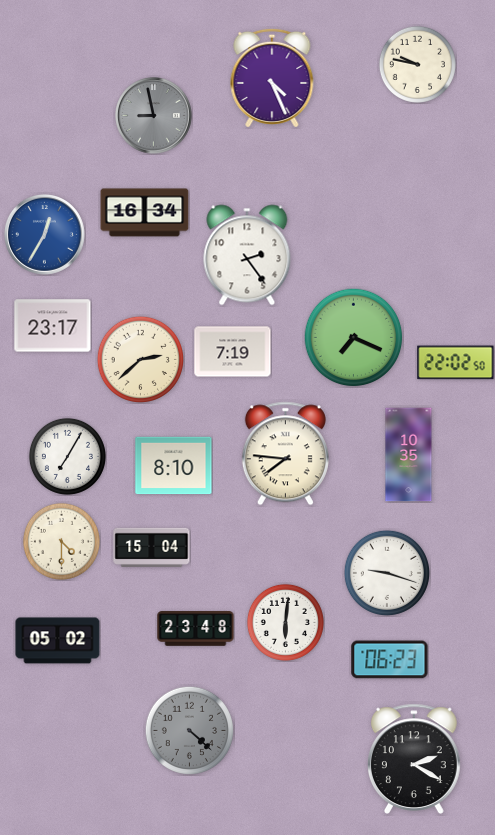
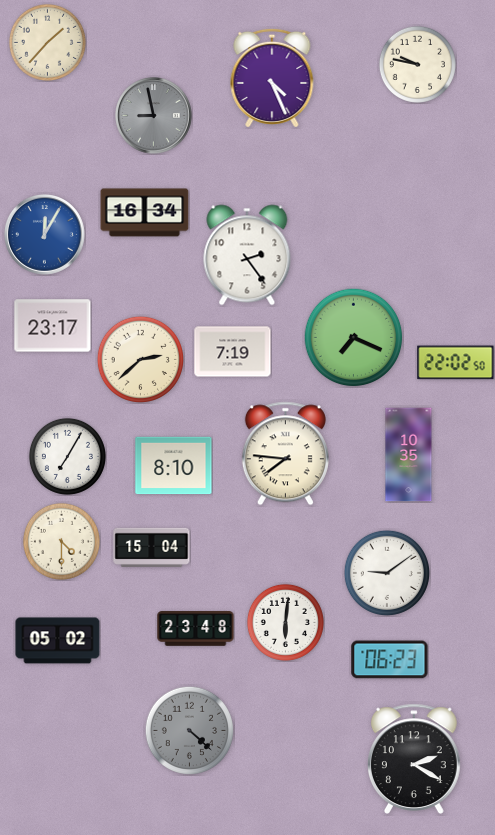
clock at (47, 42): none -> 1:37
clock at (44, 234): 12:35 -> 12:05
clock at (387, 573): 9:18 -> 9:09
